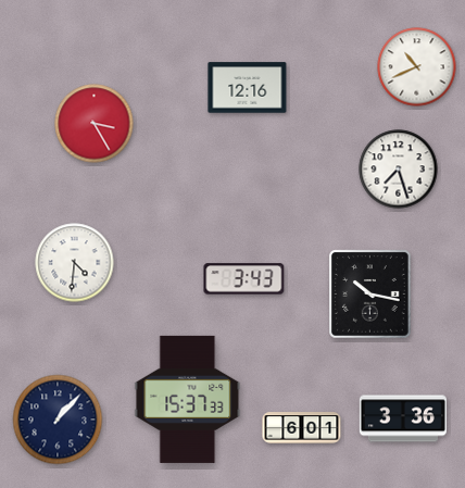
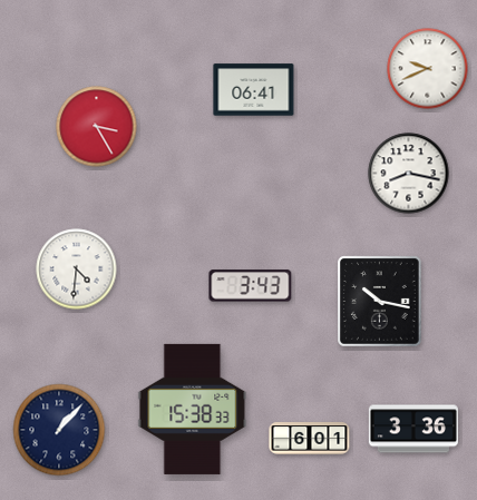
clock at (417, 67): 10:41 -> 9:41
clock at (248, 88): 12:16 -> 06:41
clock at (399, 170): 7:27 -> 8:17
clock at (188, 399): 15:37 -> 15:38
